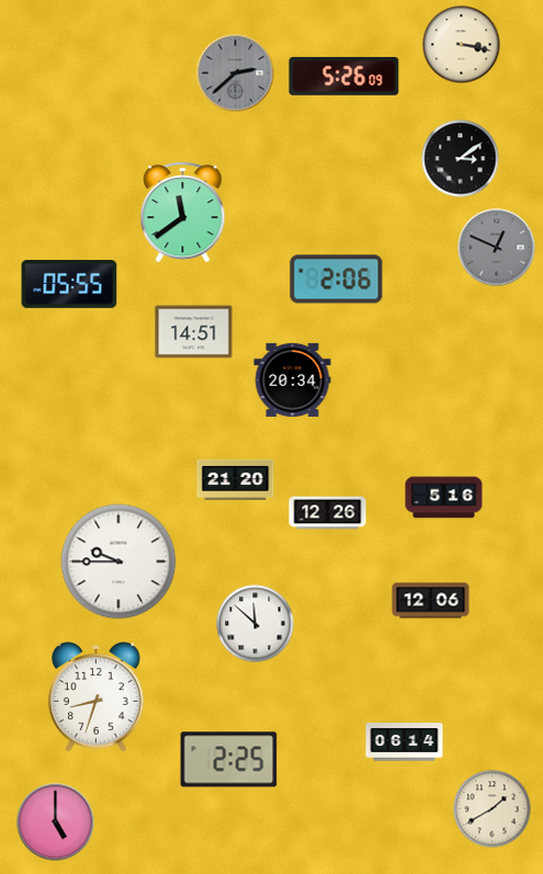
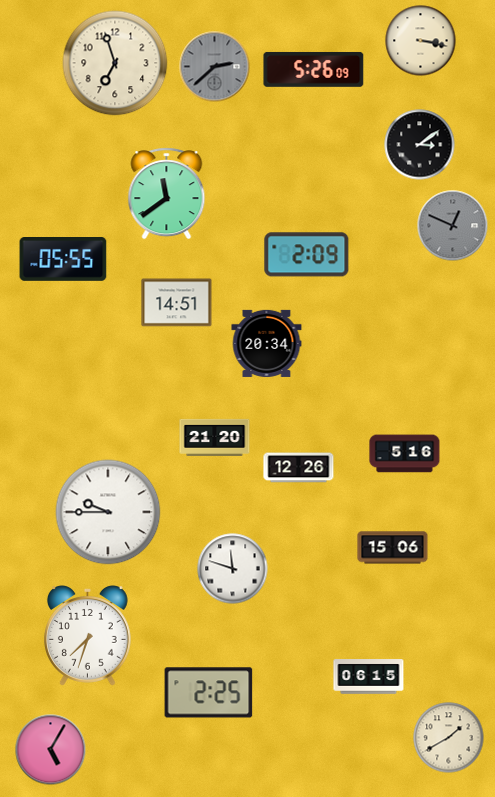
clock at (115, 63): none -> 6:57
clock at (337, 280): 2:06 -> 2:09
clock at (293, 379) position: (293, 379) -> (267, 343)
clock at (431, 601): 12:06 -> 15:06
clock at (256, 624): 11:52 -> 11:48
clock at (95, 697): 8:33 -> 7:33
clock at (405, 742): 06:14 -> 06:15
clock at (56, 822): 5:00 -> 5:05
